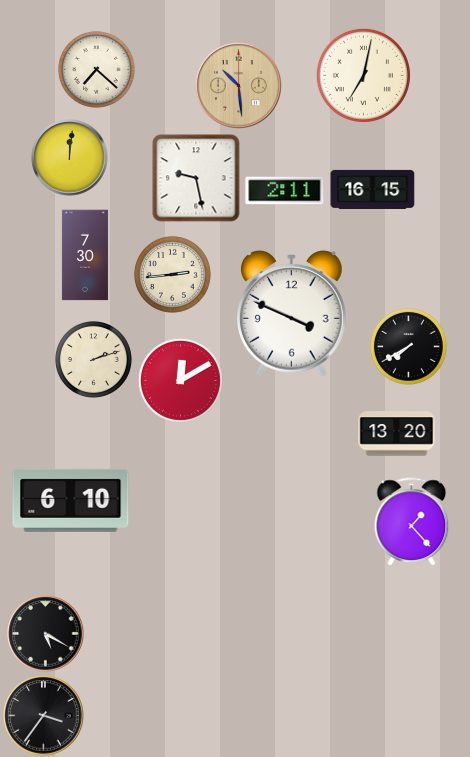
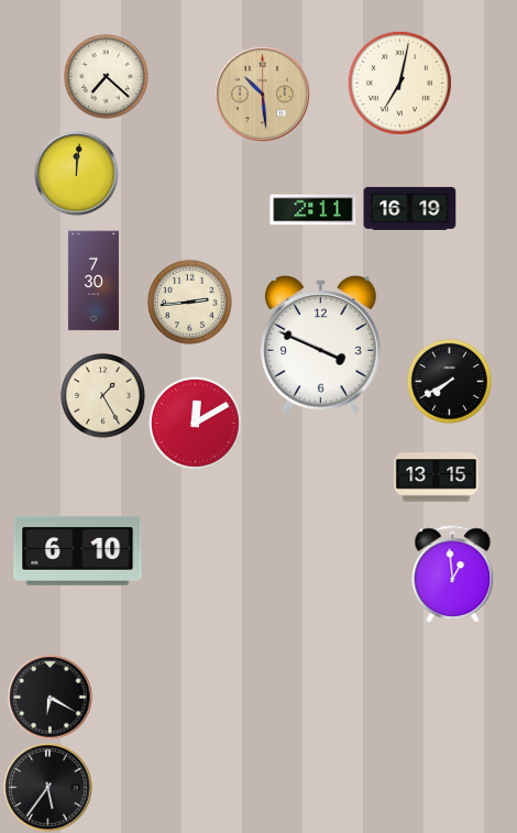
clock at (196, 178): 9:28 -> none
clock at (373, 189): 16:15 -> 16:19
clock at (93, 359): 2:12 -> 1:25
clock at (180, 380) position: (180, 380) -> (195, 423)
clock at (397, 434): 13:20 -> 13:15
clock at (412, 521): 1:23 -> 12:59
clock at (46, 634): 5:20 -> 6:20
clock at (44, 716): 3:36 -> 5:36
